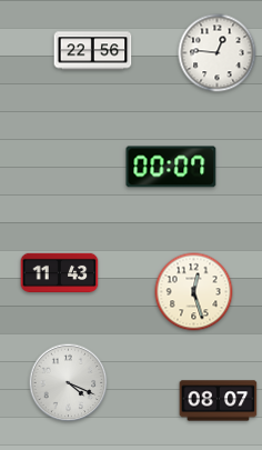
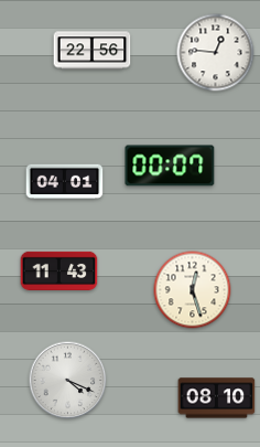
clock at (65, 182): none -> 04:01
clock at (219, 401): 08:07 -> 08:10
